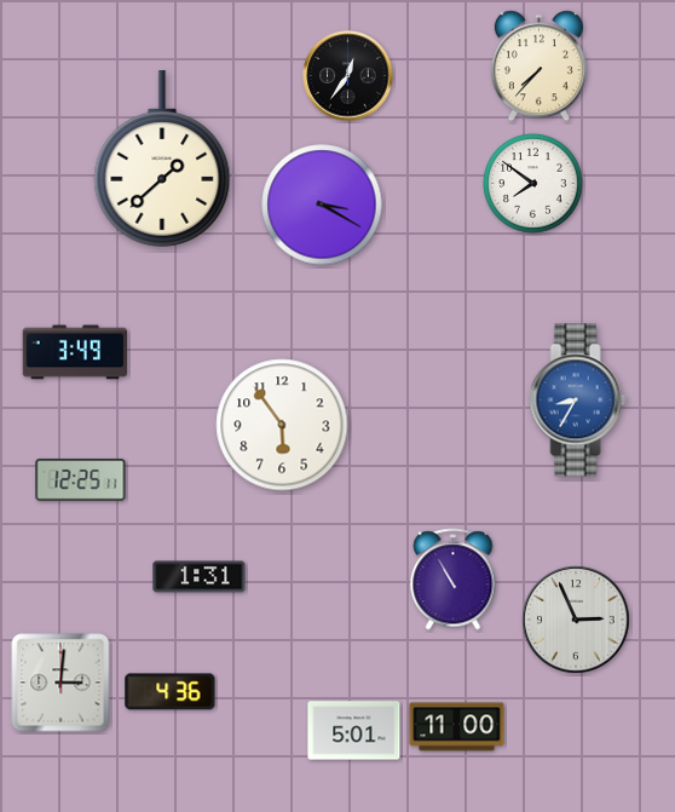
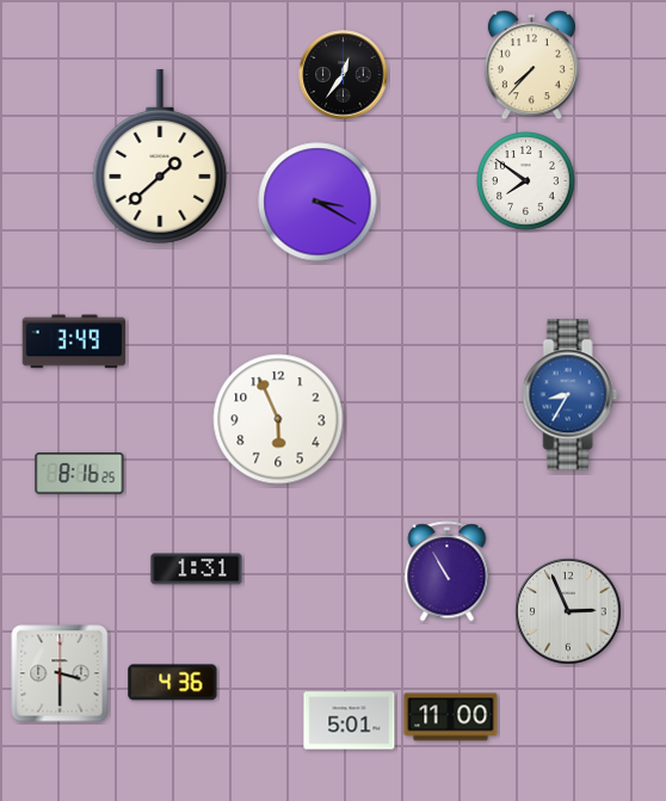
clock at (75, 352) position: (75, 352) -> (74, 341)
clock at (282, 425): 5:54 -> 5:56
clock at (81, 480): 12:25 -> 8:16
clock at (60, 683): 3:01 -> 3:30
clock at (171, 692) position: (171, 692) -> (173, 683)
